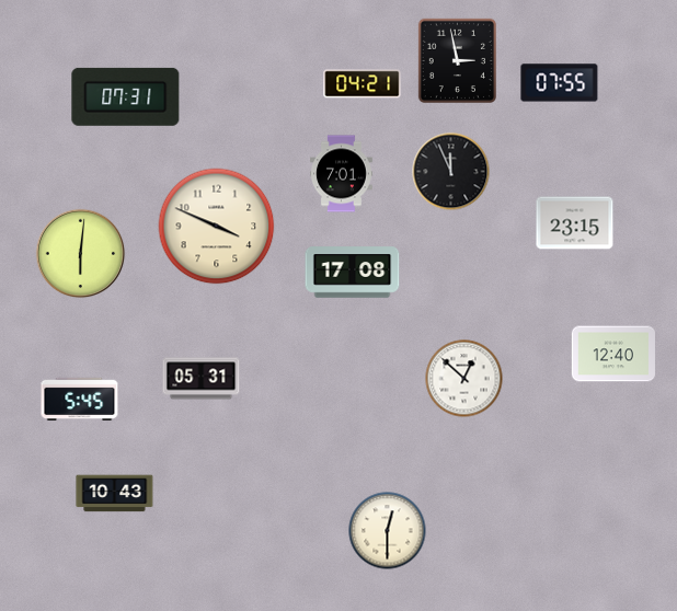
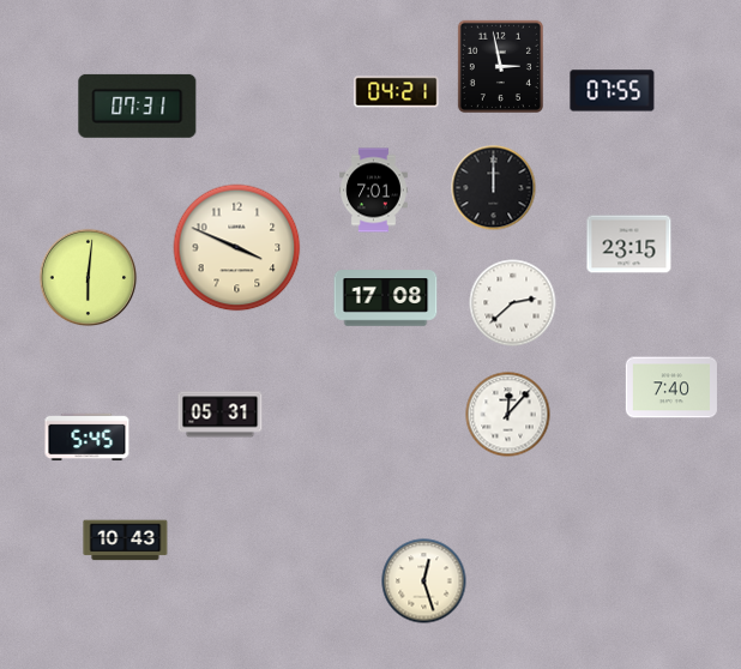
clock at (451, 172): 11:56 -> 12:00
clock at (513, 303): none -> 2:38
clock at (613, 354): 12:40 -> 7:40
clock at (464, 379): 12:52 -> 12:07
clock at (388, 531): 12:30 -> 12:27
